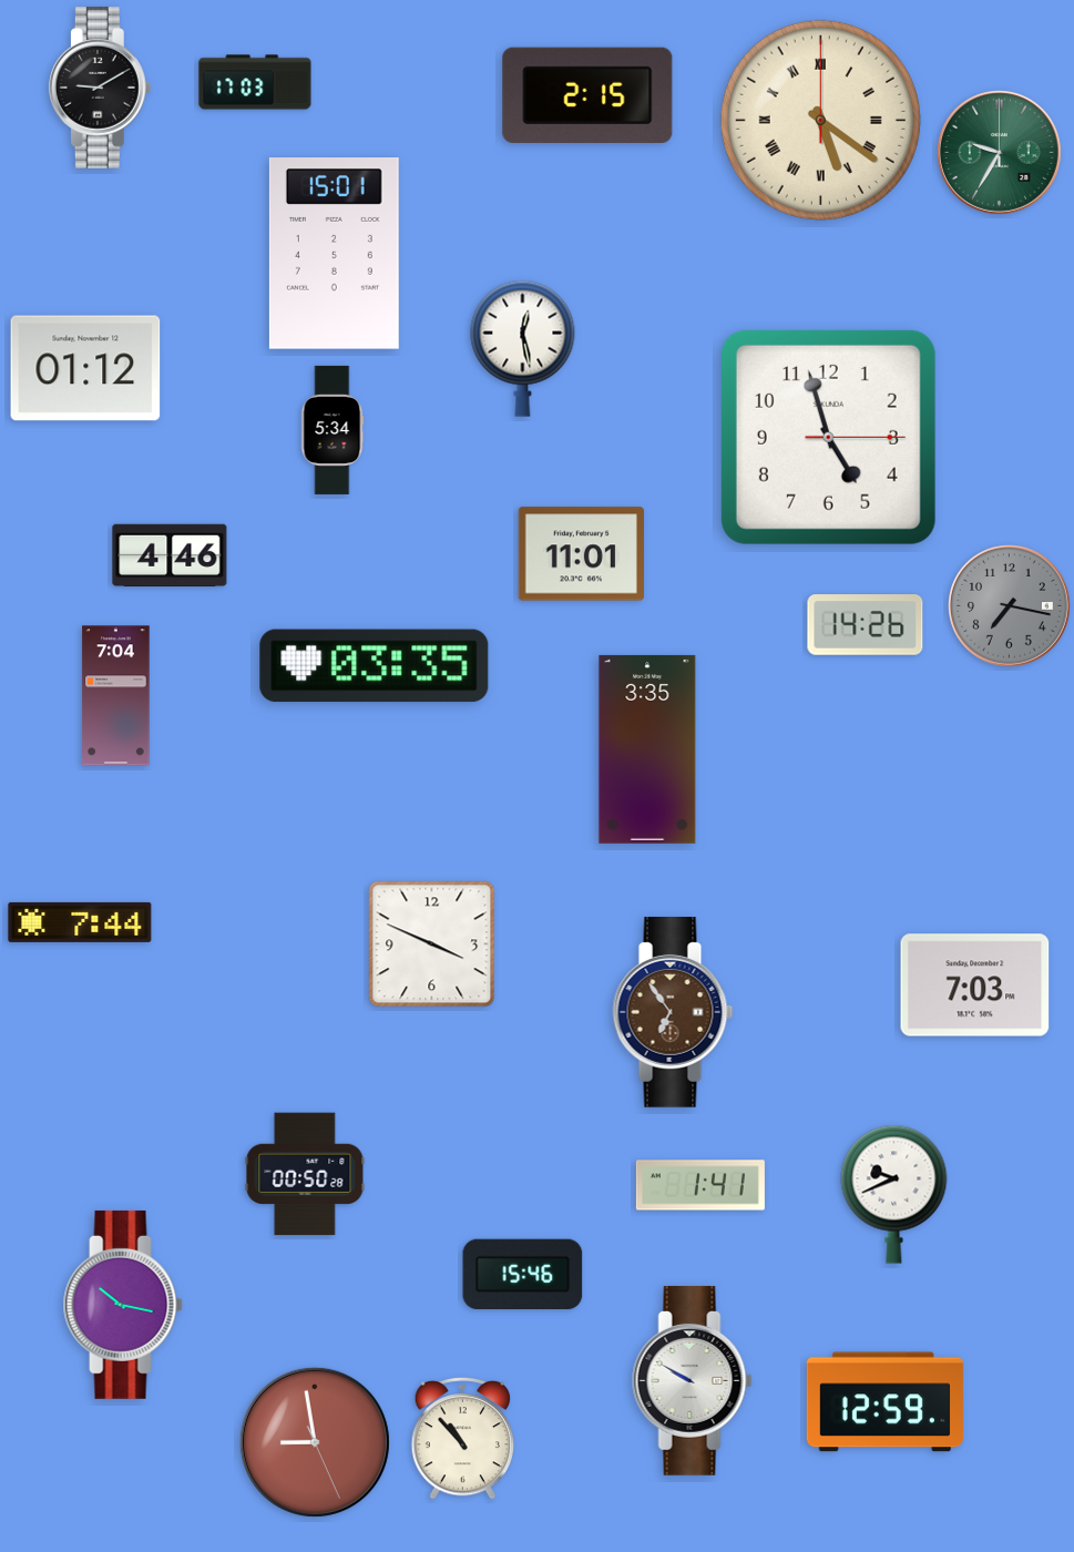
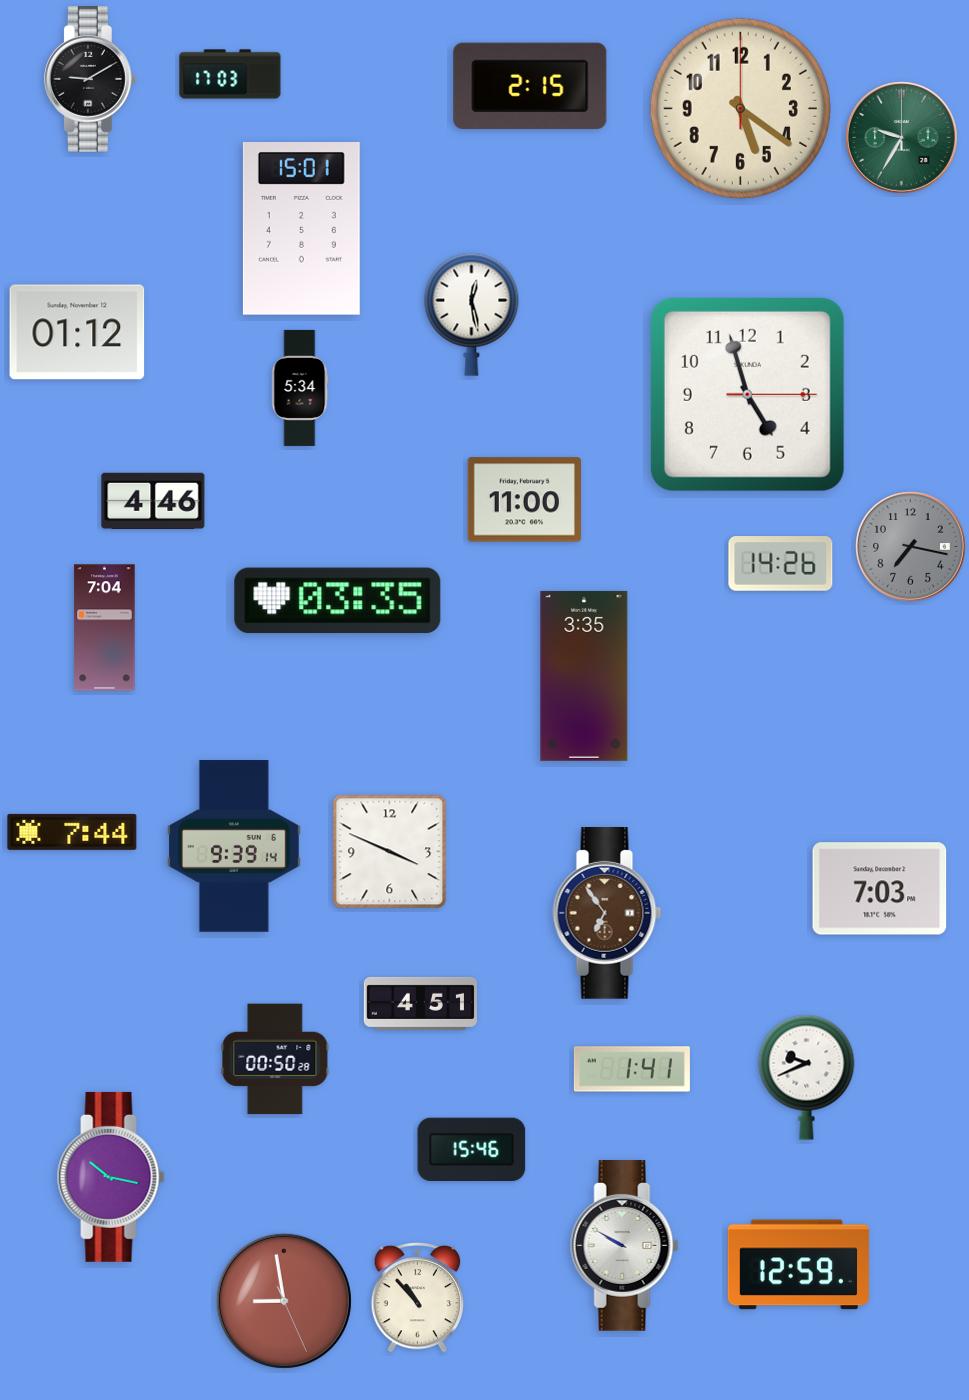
clock at (820, 120) numerals: Roman -> Arabic
clock at (581, 554): 11:01 -> 11:00
clock at (235, 846): none -> 9:39
clock at (420, 1003): none -> 4:51
